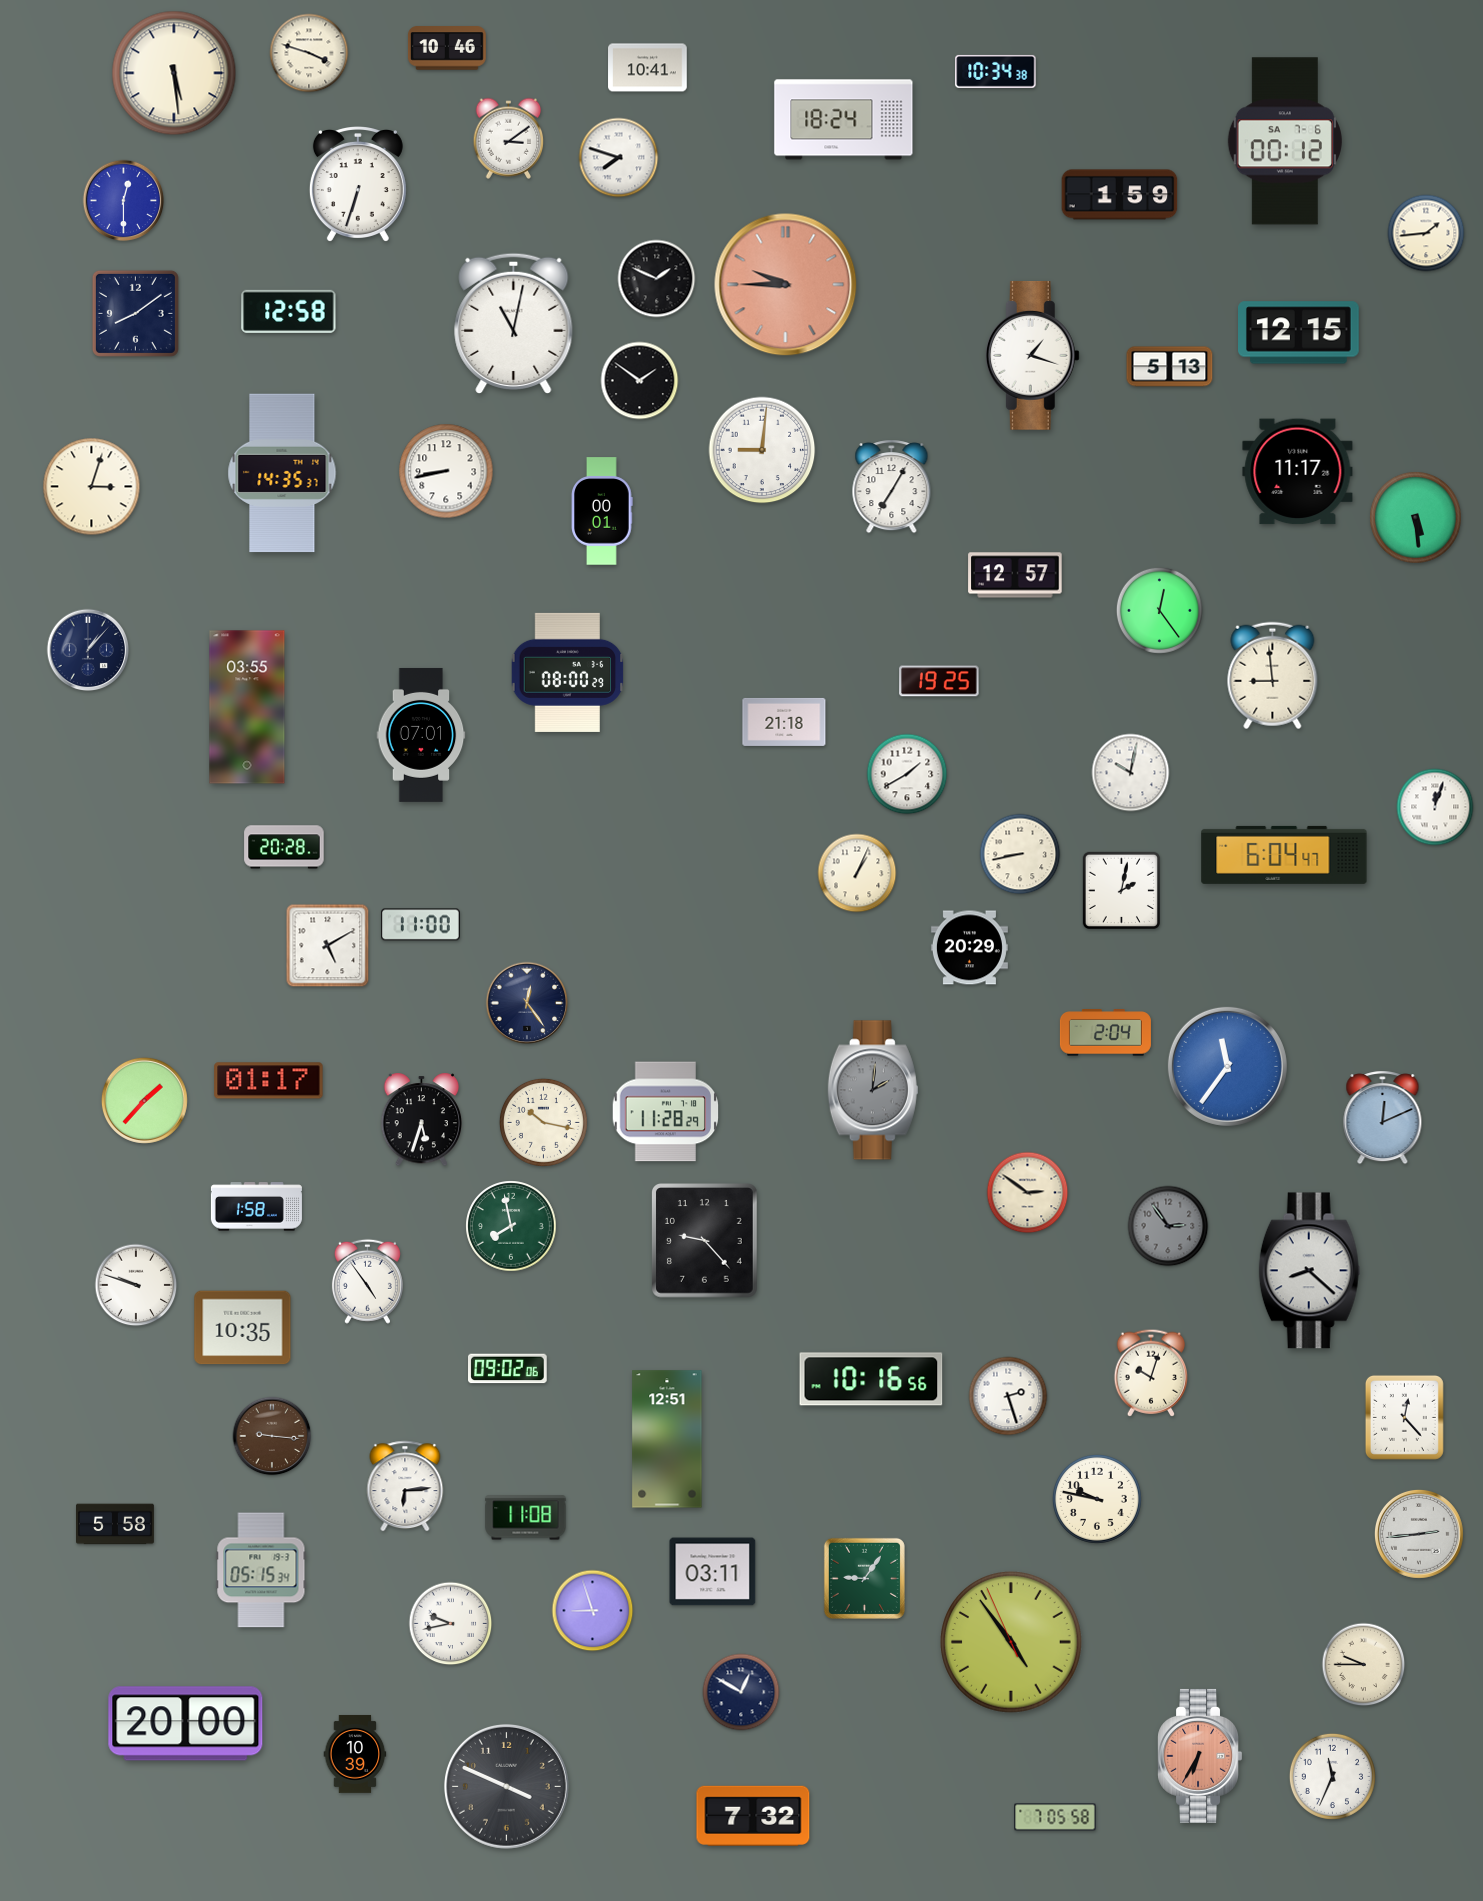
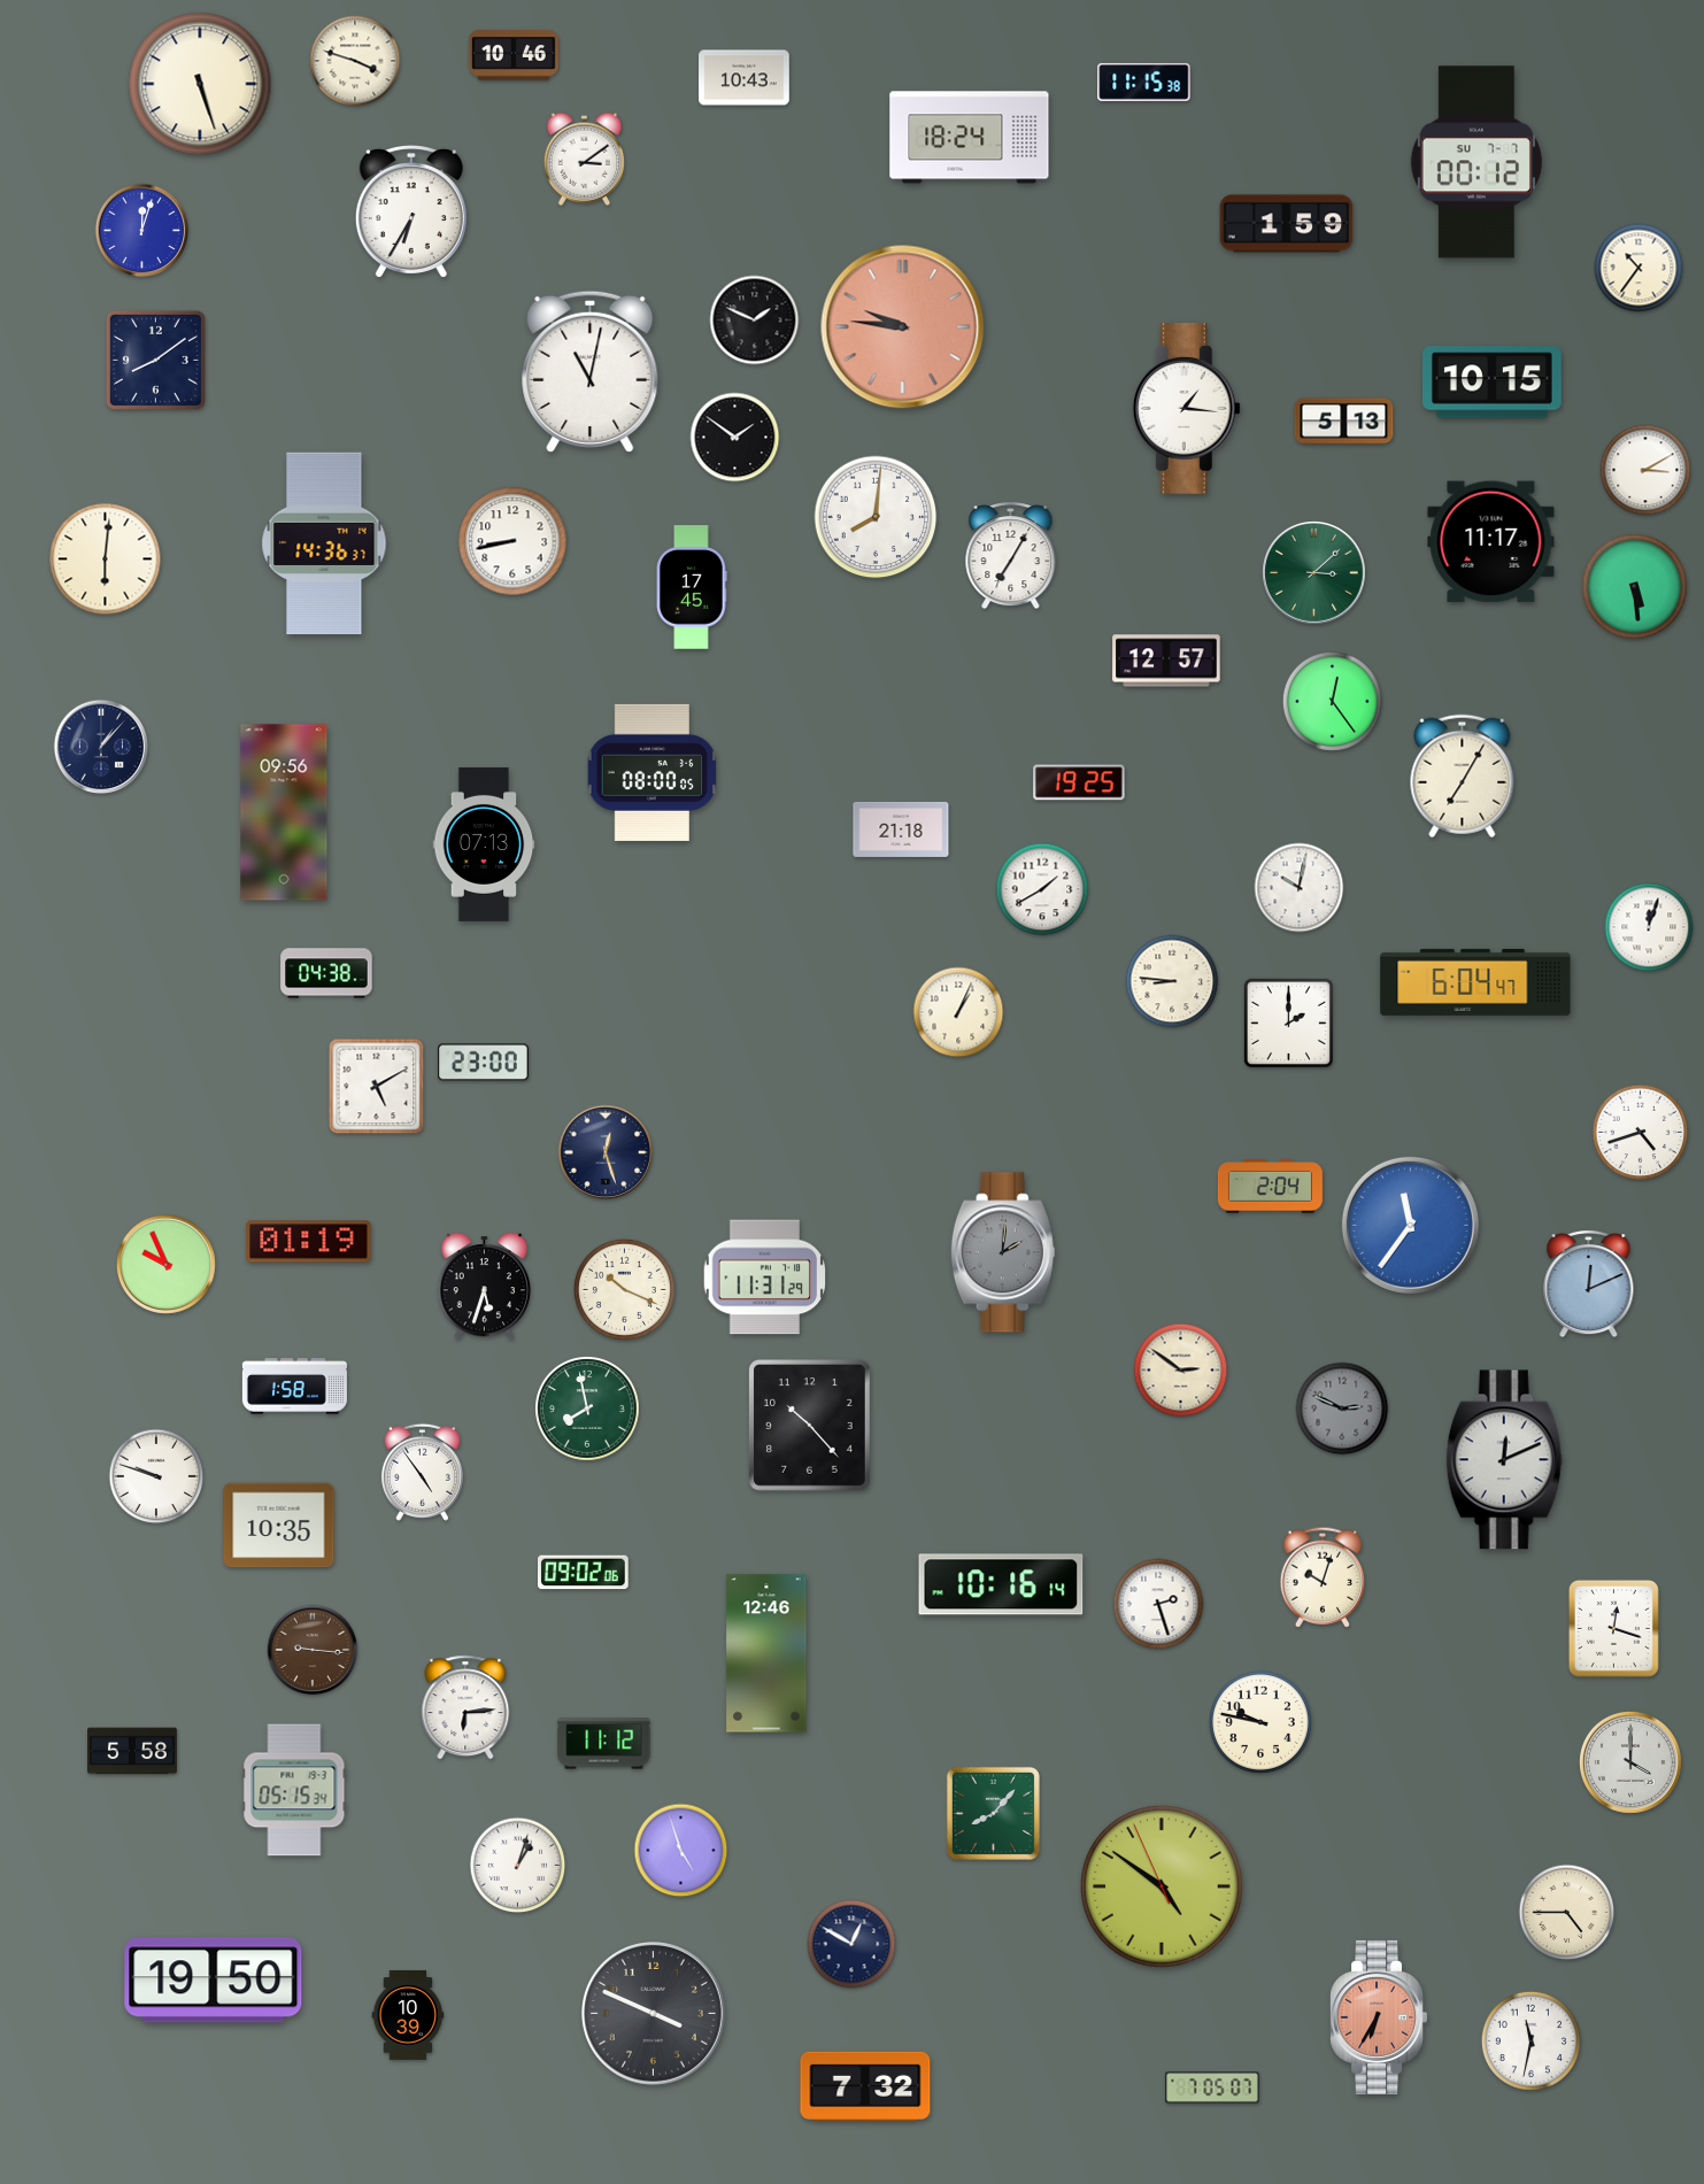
clock at (648, 68): 10:41 -> 10:43
clock at (996, 71): 10:34 -> 11:15
clock at (174, 73): 5:29 -> 5:27
clock at (1285, 141) date: SA 7-6 -> SU 7-7
clock at (619, 158): 7:48 -> none
clock at (358, 184): 6:33 -> 6:35
clock at (124, 201): 12:30 -> 12:03
clock at (1426, 233): 1:44 -> 10:36
clock at (786, 285): 9:45 -> 9:46
clock at (289, 311): 12:58 -> none
clock at (1299, 333): 12:15 -> 10:15
clock at (1032, 355): 1:18 -> 1:16
clock at (1645, 470): none -> 3:10
clock at (762, 450): 9:01 -> 8:01
clock at (282, 473): 14:35 -> 14:36
clock at (92, 487): 3:03 -> 6:01
clock at (892, 487) position: (892, 487) -> (1011, 556)
clock at (1314, 573): none -> 3:08
clock at (602, 511): 00:01 -> 17:45
clock at (1416, 518) position: (1416, 518) -> (1635, 587)
clock at (568, 672): 08:00:29 -> 08:00:05
clock at (1273, 676): 8:59 -> 7:05
clock at (247, 707): 03:55 -> 09:56
clock at (421, 735): 07:01 -> 07:13
clock at (284, 847): 20:28 -> 04:38
clock at (1020, 854): 8:43 -> 8:46
clock at (857, 873) position: (857, 873) -> (958, 1012)
clock at (1121, 890): 2:02 -> 2:00
clock at (421, 925): 11:00 -> 23:00
clock at (969, 948): 20:29 -> none
clock at (1641, 1133): none -> 4:42
clock at (527, 1003): 12:24 -> 12:27
clock at (269, 1081): 01:17 -> 01:19
clock at (144, 1100): 1:37 -> 9:56
clock at (666, 1112): 11:28 -> 11:31
clock at (543, 1122): 10:17 -> 10:19
clock at (1168, 1226): 2:54 -> 2:49
clock at (705, 1241): 9:23 -> 10:23
clock at (1310, 1271): 8:22 -> 12:11
clock at (871, 1379): 10:16:56 -> 10:16:14
clock at (1404, 1417): 12:23 -> 12:18
clock at (667, 1439): 12:51 -> 12:46
clock at (526, 1518): 11:08 -> 11:12
clock at (1419, 1534): 2:44 -> 4:00
clock at (261, 1570) position: (261, 1570) -> (294, 1790)
clock at (713, 1572): 03:11 -> none
clock at (864, 1578): 9:06 -> 8:07
clock at (593, 1611): 8:57 -> 4:57
clock at (451, 1624): 9:43 -> 1:03
clock at (1011, 1642): 4:53 -> 4:50
clock at (1364, 1665): 9:45 -> 4:45
clock at (186, 1724): 20:00 -> 19:50
clock at (1332, 1776): 11:34 -> 11:32
clock at (506, 1786) position: (506, 1786) -> (653, 2013)
clock at (1055, 1817): 7:05:58 -> 7:05:07
